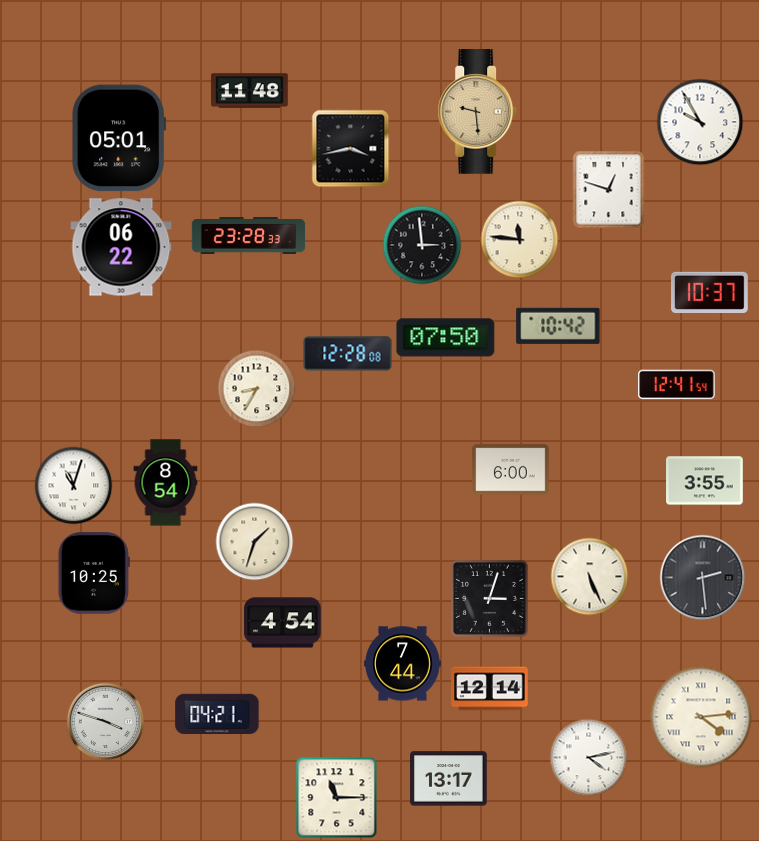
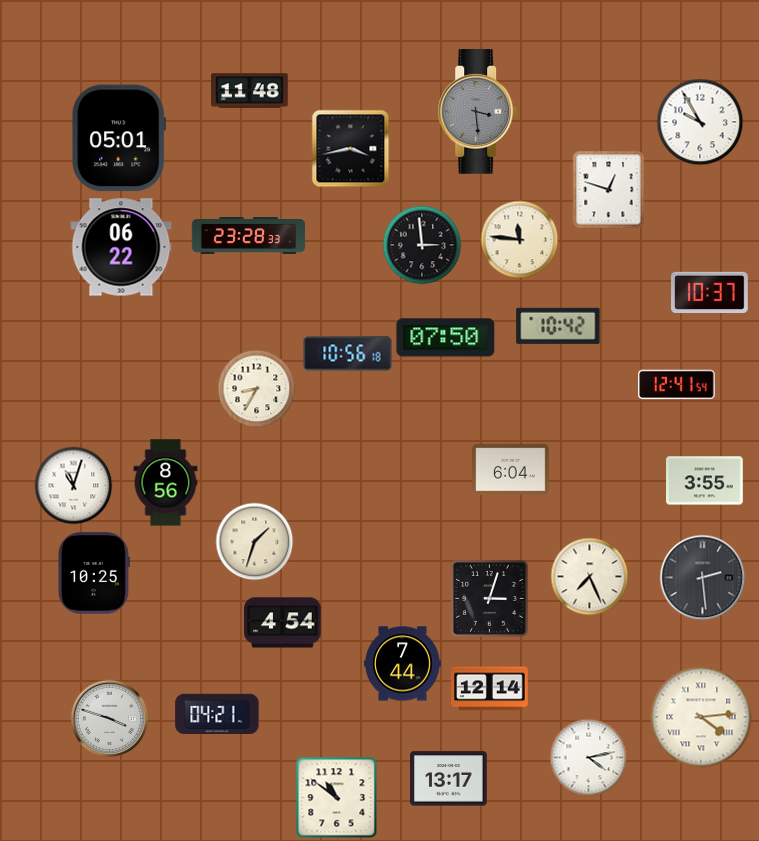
clock at (478, 112): 9:29 -> 3:29
clock at (478, 112) dial: champagne -> grey
clock at (348, 354): 12:28 -> 10:56
clock at (511, 470): 6:00 -> 6:04
clock at (166, 483): 8:54 -> 8:56
clock at (589, 576): 5:26 -> 7:26
clock at (105, 721) position: (105, 721) -> (109, 718)
clock at (336, 797): 11:15 -> 10:51
